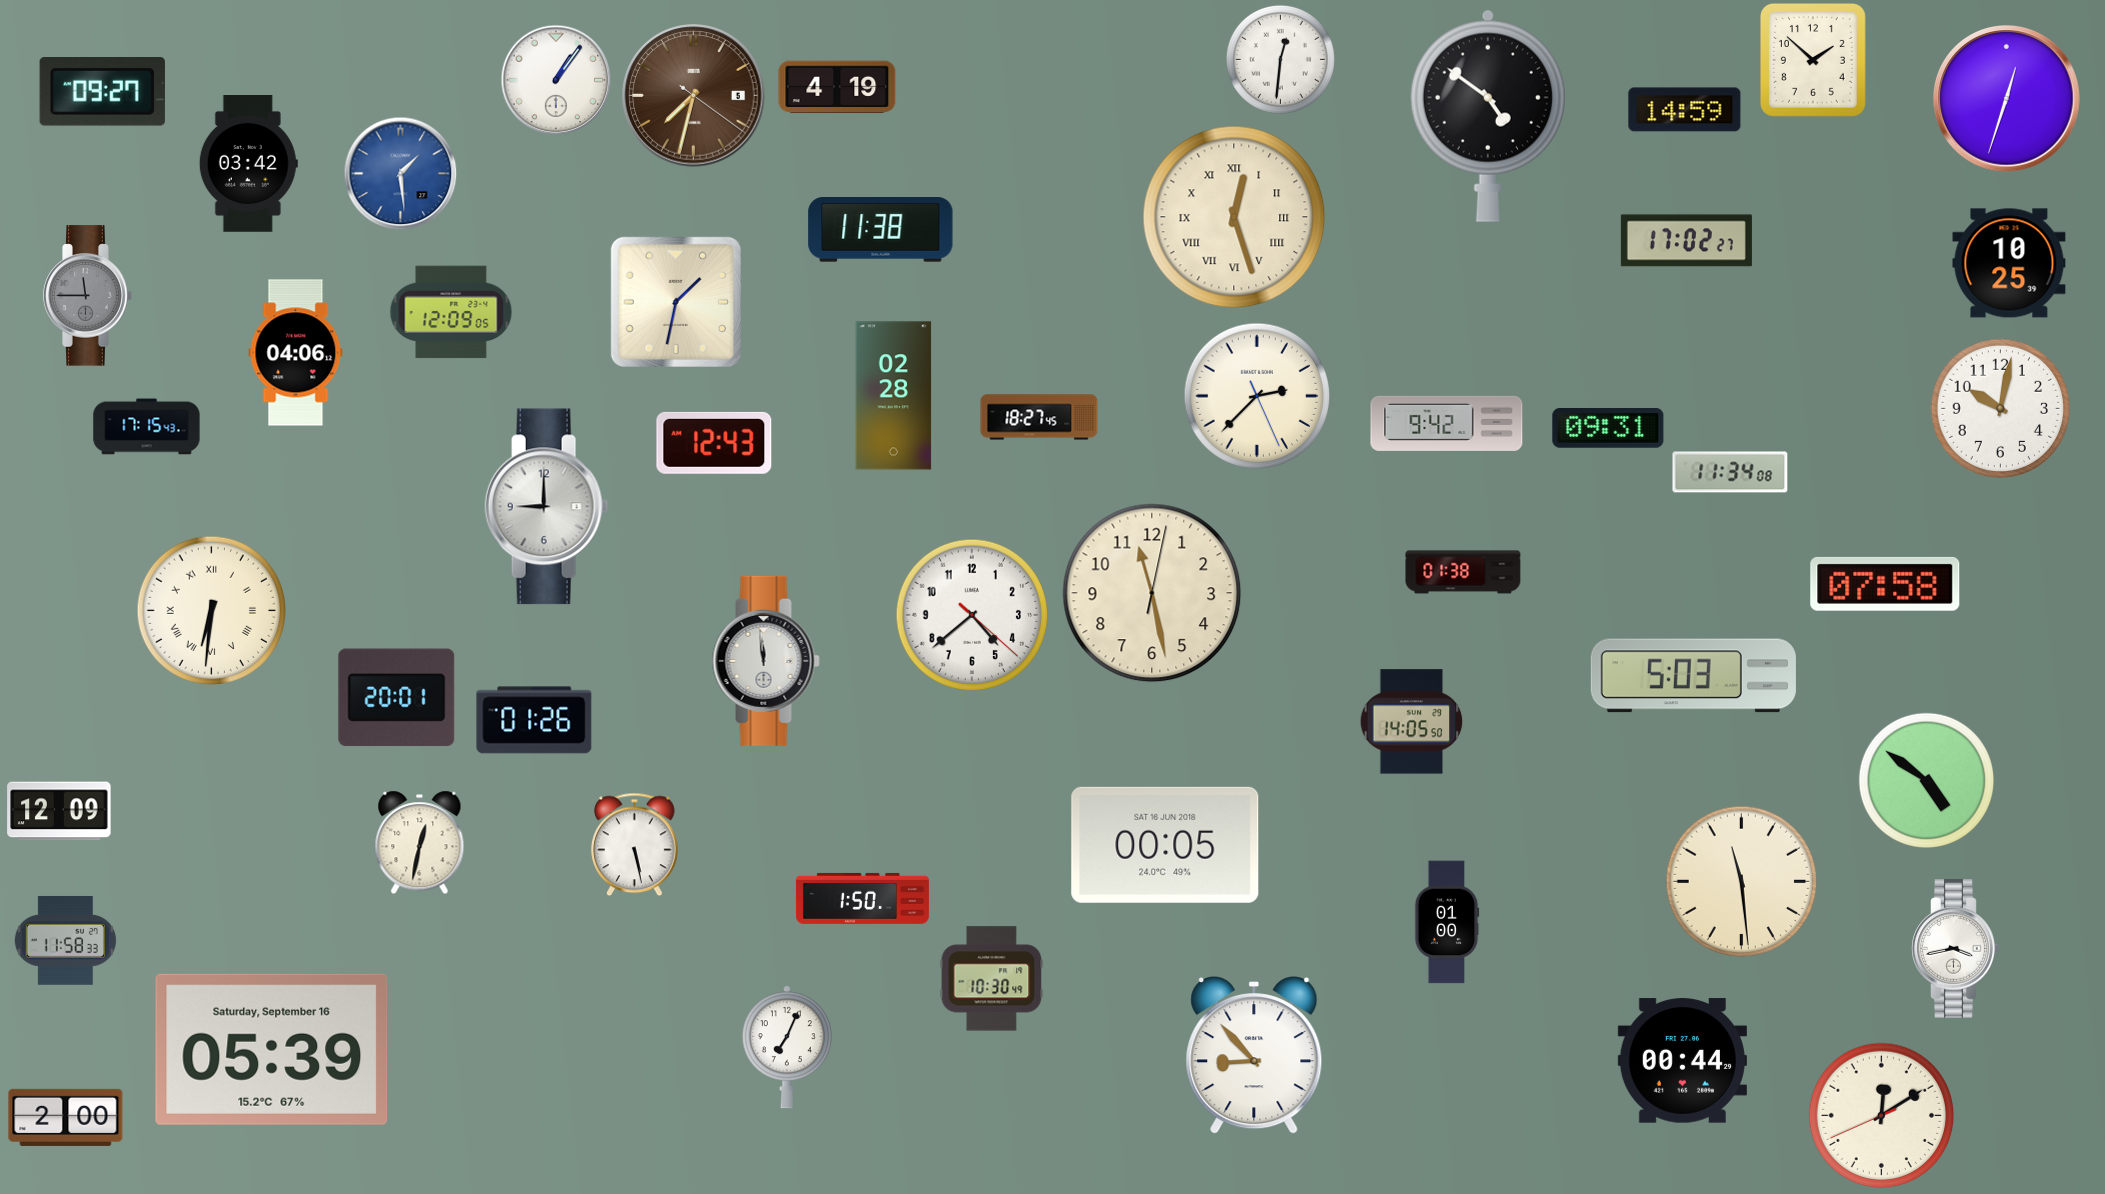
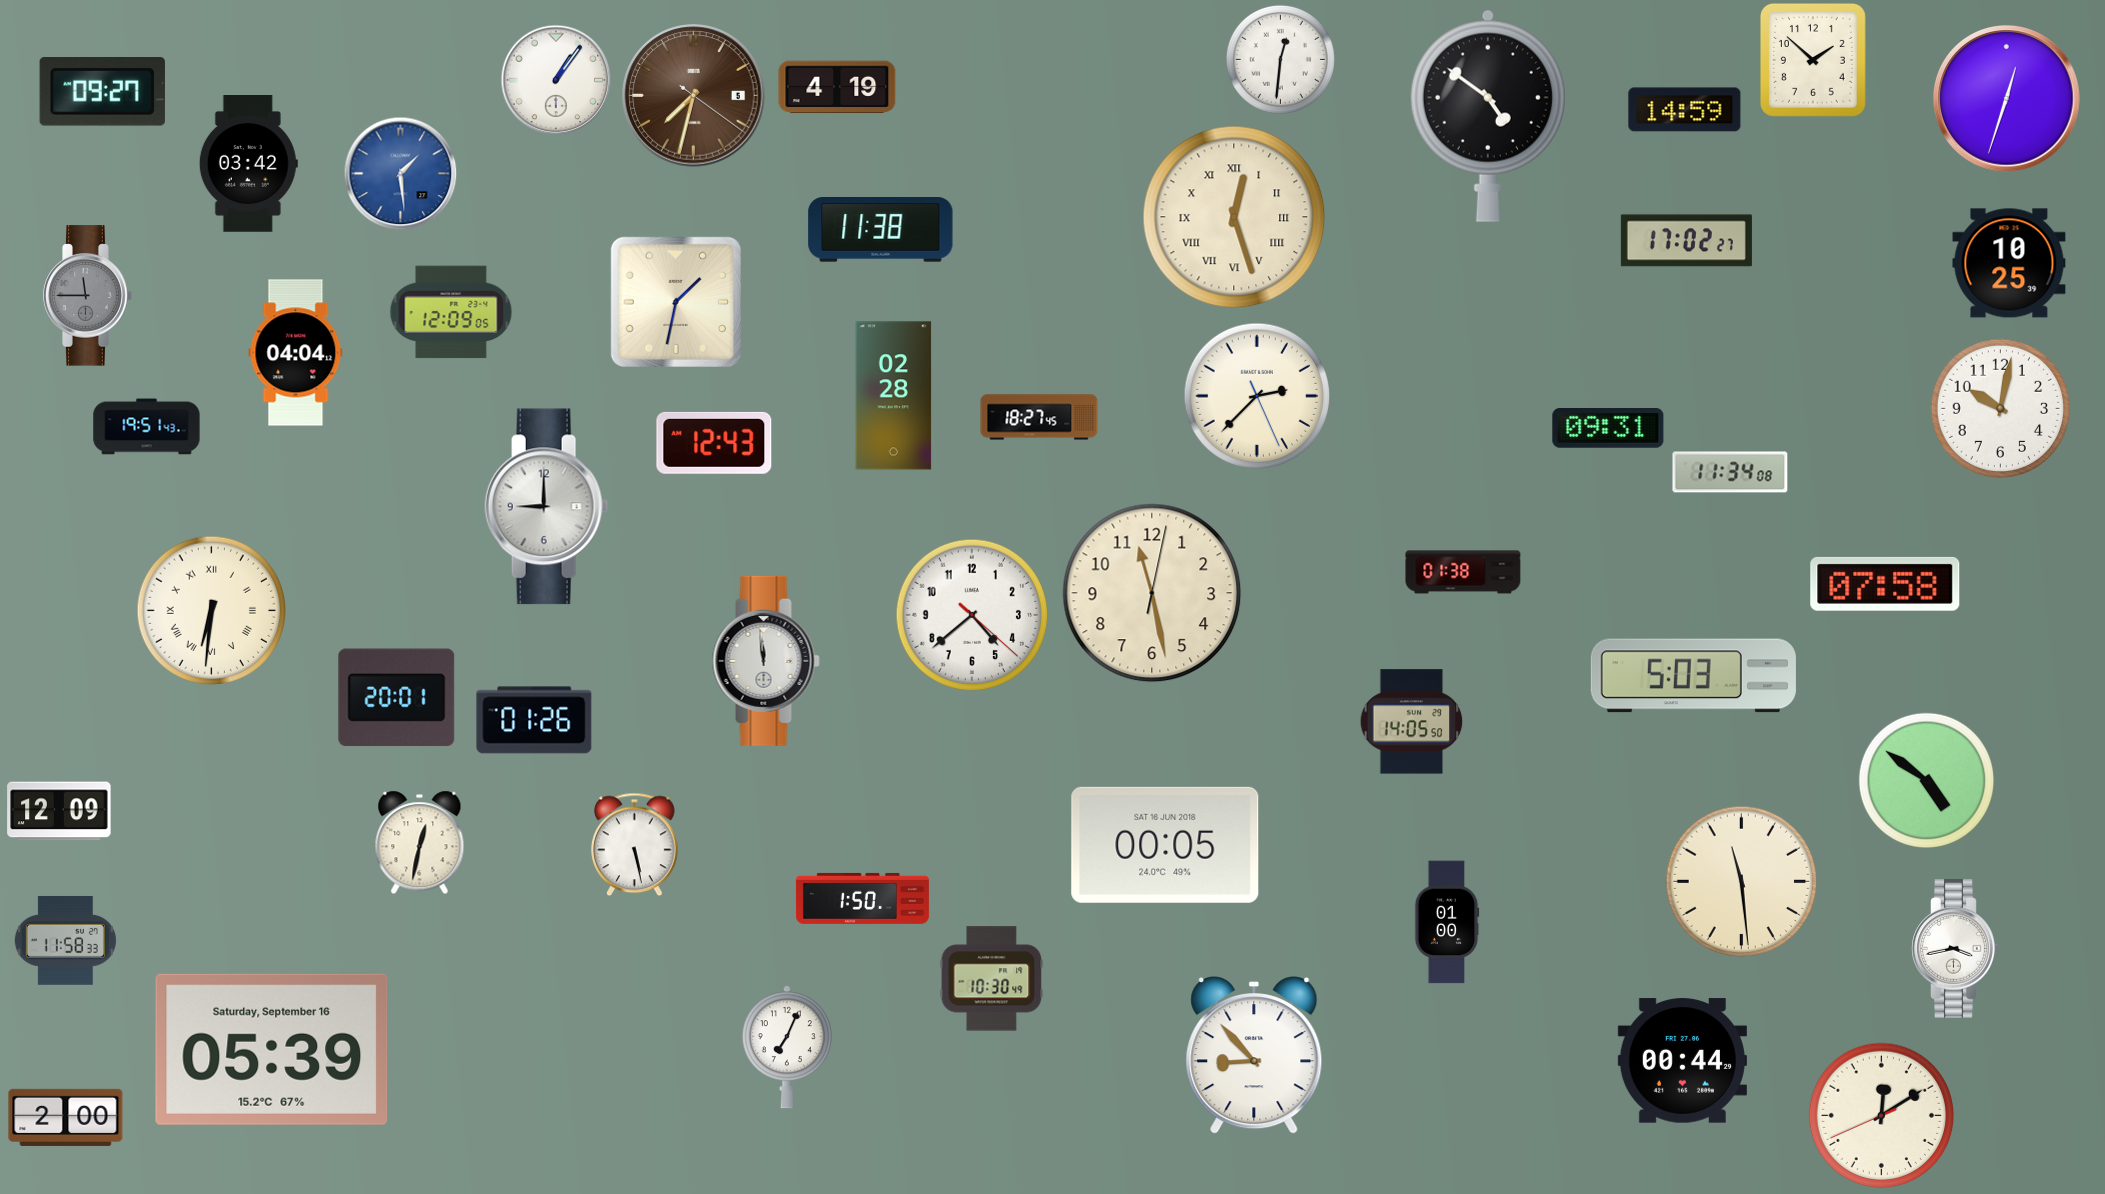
clock at (296, 353): 04:06 -> 04:04
clock at (1447, 423): 9:42 -> none
clock at (147, 427): 17:15 -> 19:51
